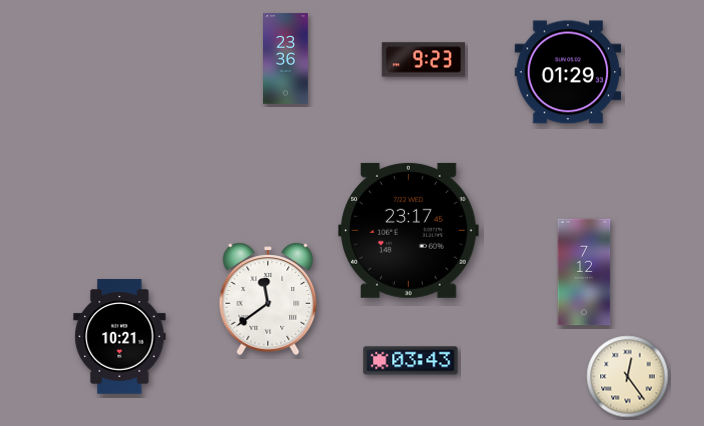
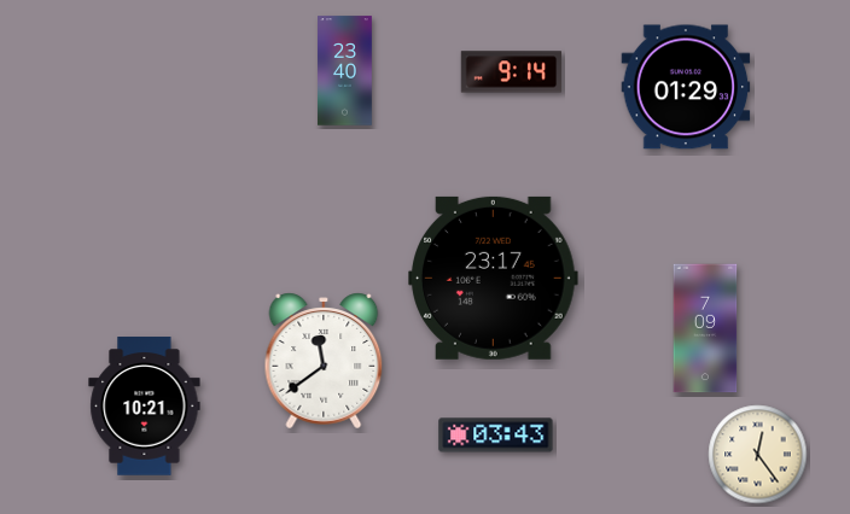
clock at (286, 59): 23:36 -> 23:40
clock at (424, 60): 9:23 -> 9:14
clock at (584, 272): 7:12 -> 7:09
